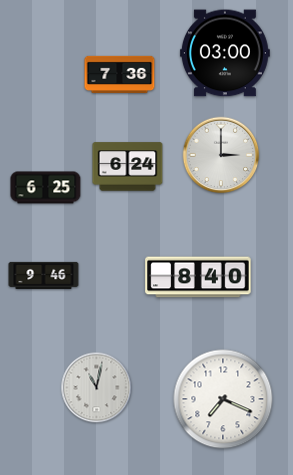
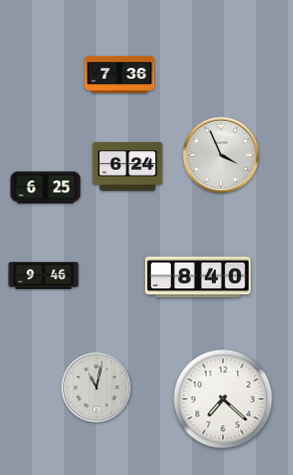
clock at (225, 53): 03:00 -> none
clock at (221, 155): 3:00 -> 3:56
clock at (223, 399): 7:19 -> 7:22
